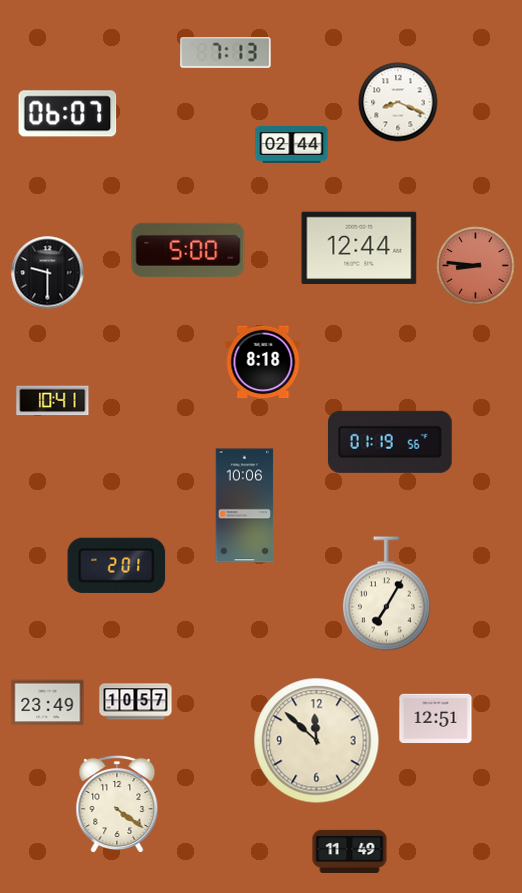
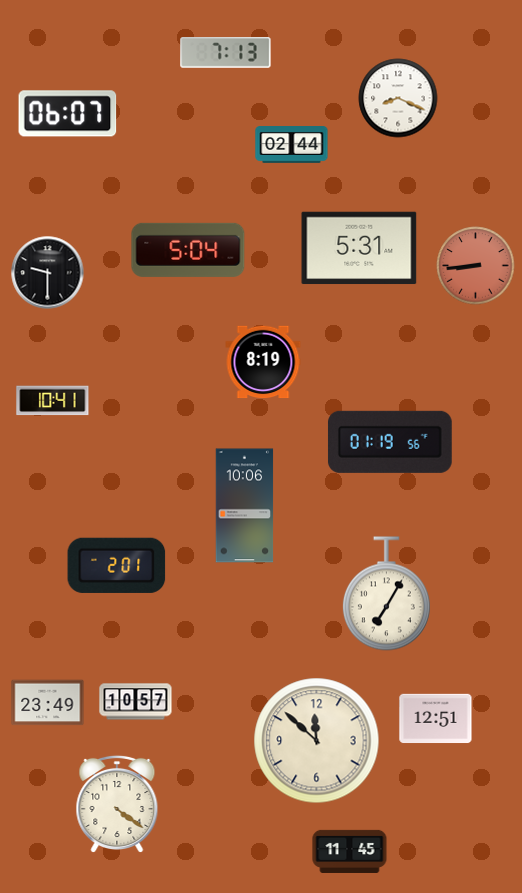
clock at (398, 102) position: (398, 102) -> (398, 98)
clock at (359, 248): 12:44 -> 5:31
clock at (188, 250): 5:00 -> 5:04
clock at (476, 266): 8:46 -> 8:44
clock at (263, 362): 8:18 -> 8:19
clock at (350, 851): 11:49 -> 11:45
